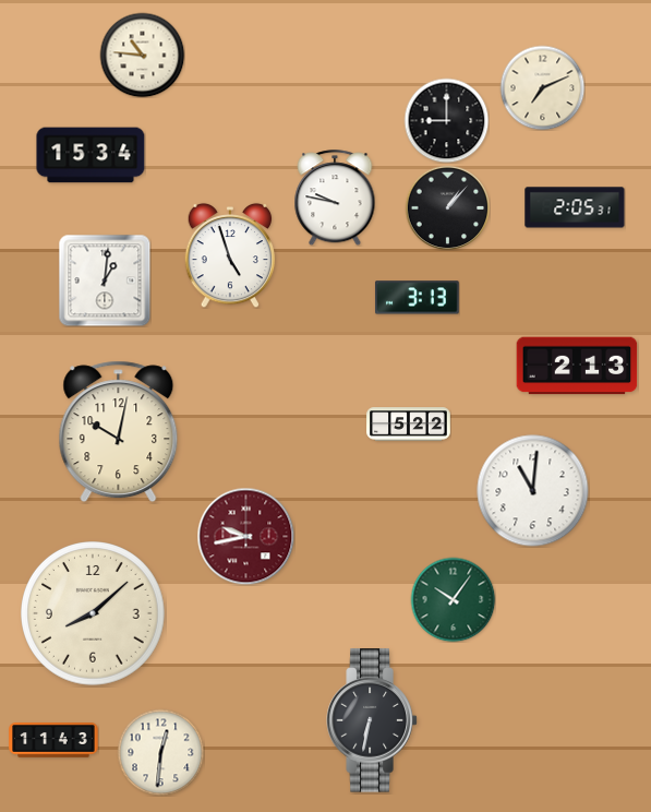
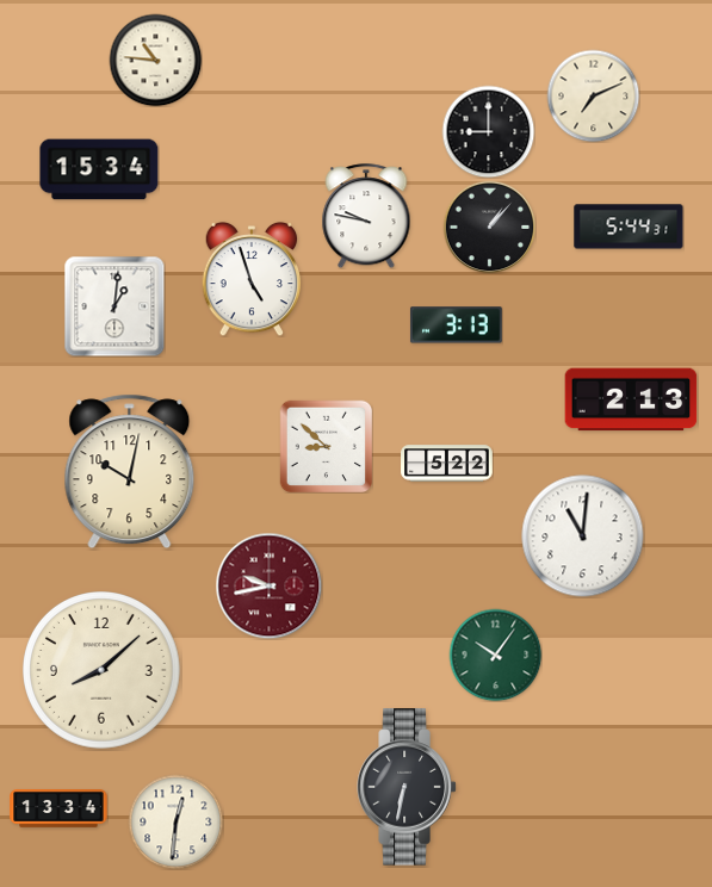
clock at (575, 207): 2:05 -> 5:44
clock at (326, 446): none -> 8:52
clock at (53, 740): 11:43 -> 13:34
